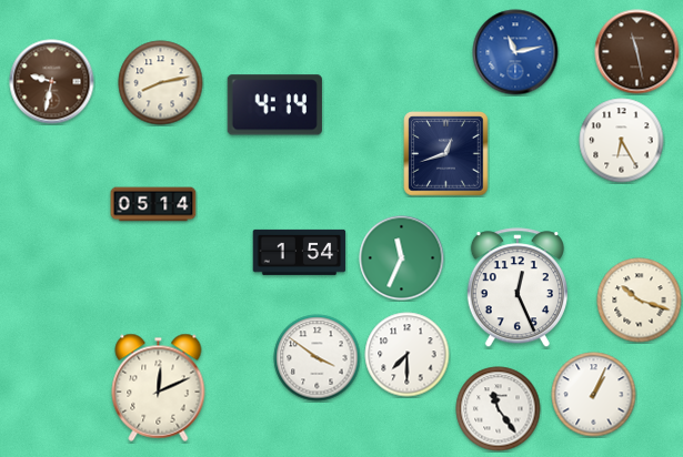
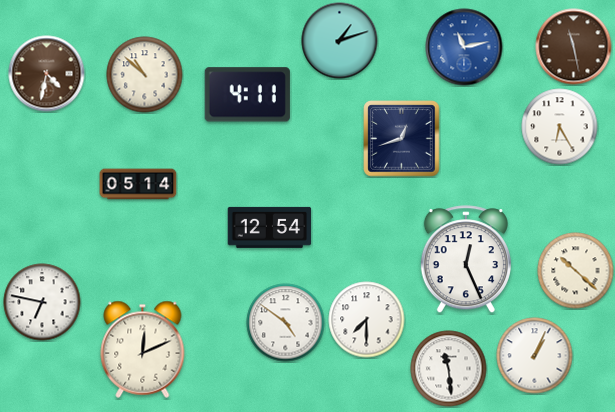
clock at (340, 41): none -> 1:12
clock at (52, 82): 9:32 -> 4:32
clock at (161, 83): 8:13 -> 10:52
clock at (274, 105): 4:14 -> 4:11
clock at (300, 252): 1:54 -> 12:54
clock at (402, 258): 11:34 -> none
clock at (640, 301): 10:18 -> 10:22
clock at (42, 302): none -> 6:47
clock at (318, 358): 3:51 -> 4:51
clock at (499, 409): 11:24 -> 11:29
